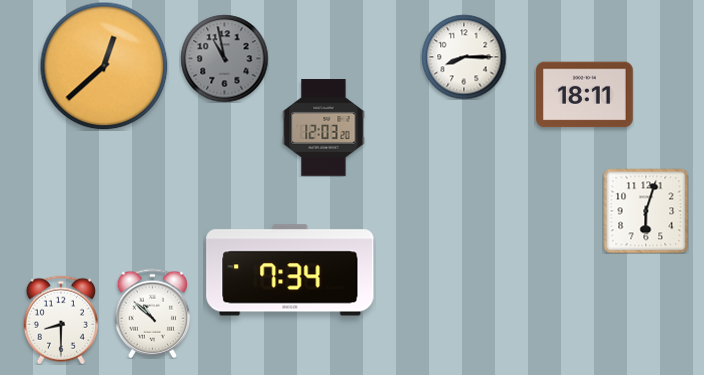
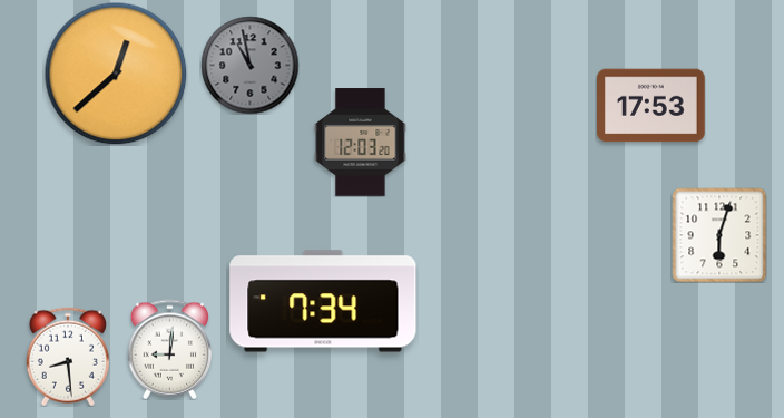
clock at (464, 57): 8:15 -> none
clock at (585, 95): 18:11 -> 17:53
clock at (152, 313): 10:52 -> 9:01
clock at (61, 320): 8:30 -> 8:29
